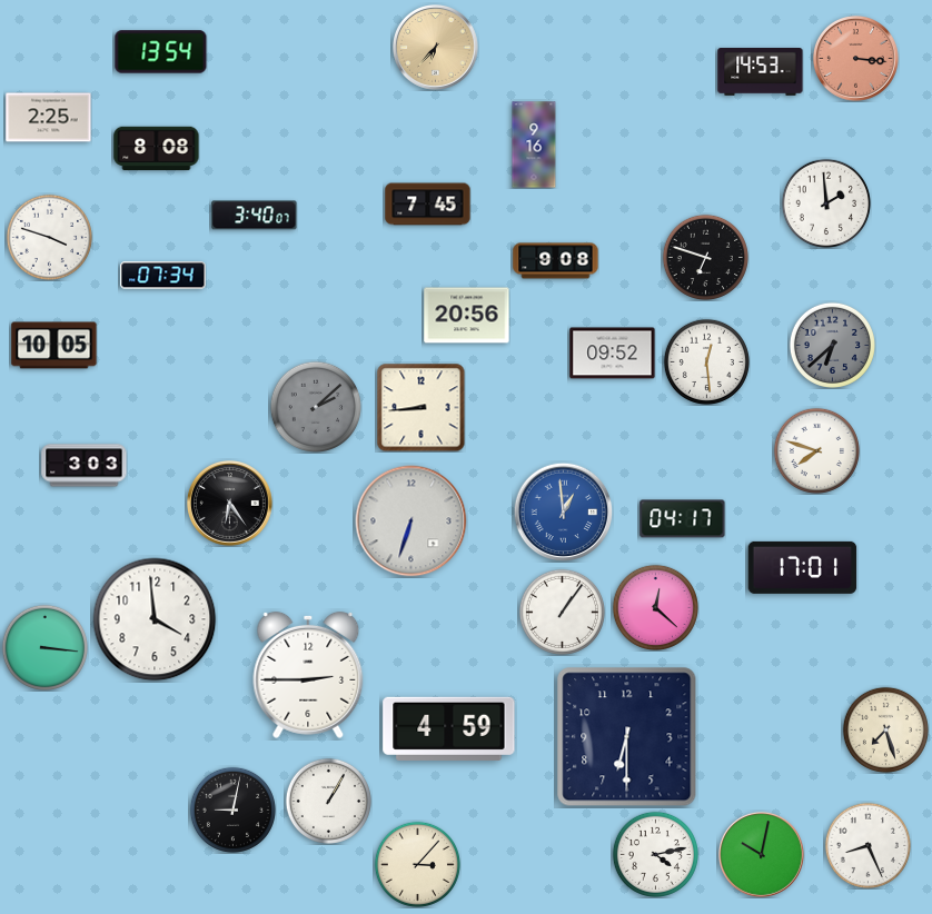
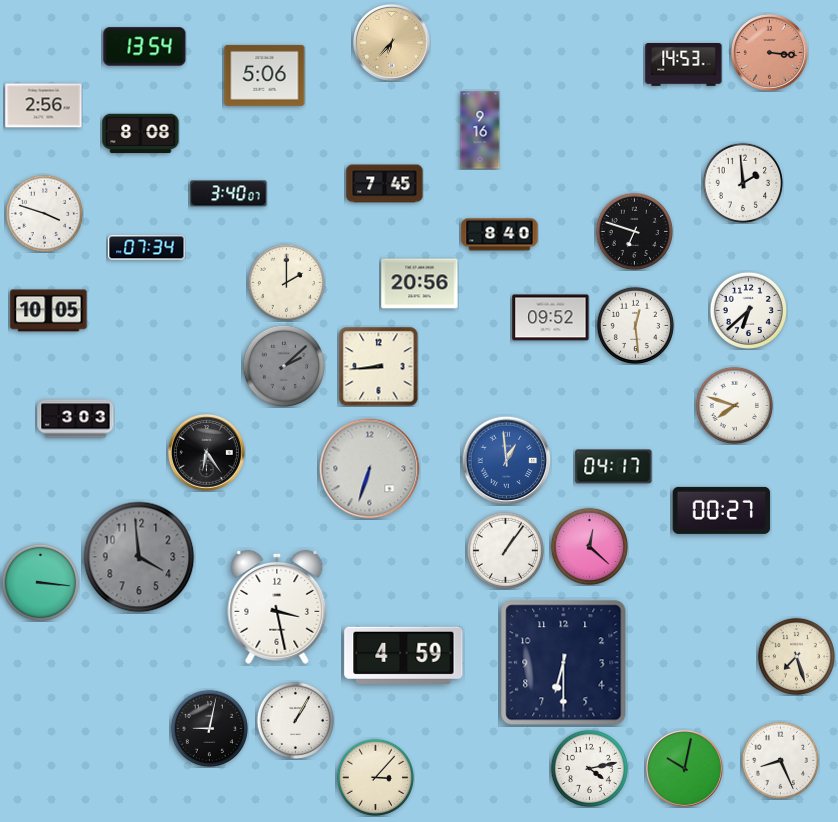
clock at (265, 75): none -> 5:06
clock at (49, 118): 2:25 -> 2:56
clock at (556, 261): 9:08 -> 8:40
clock at (286, 282): none -> 2:00
clock at (832, 345) dial: grey -> white
clock at (803, 567): 17:01 -> 00:27
clock at (155, 619) dial: white -> grey
clock at (308, 675): 2:45 -> 3:28
